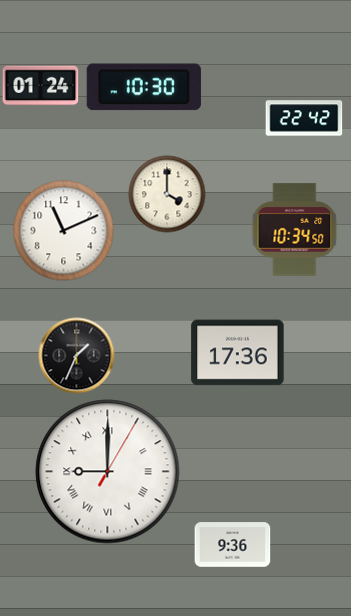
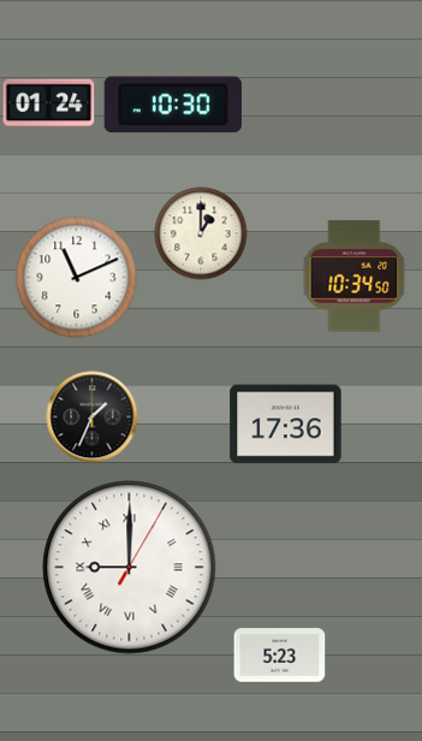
clock at (304, 118): 22:42 -> none
clock at (167, 194): 4:00 -> 1:00
clock at (77, 356) position: (77, 356) -> (93, 417)
clock at (233, 545): 9:36 -> 5:23
